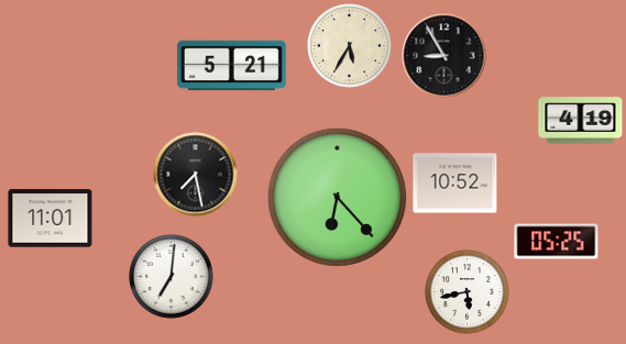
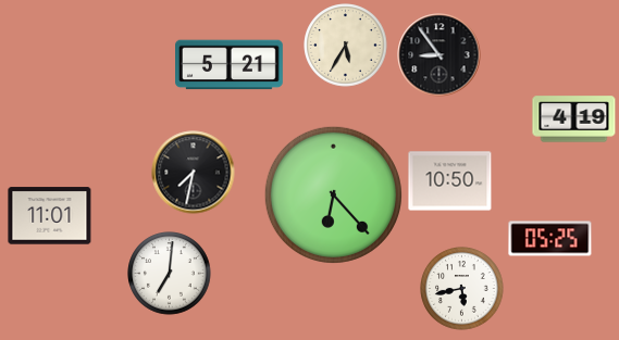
clock at (444, 56): 8:55 -> 8:54
clock at (196, 175): 7:28 -> 7:32
clock at (455, 184): 10:52 -> 10:50
